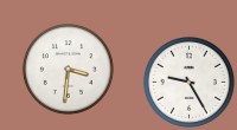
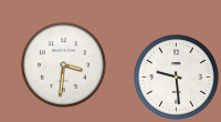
clock at (188, 82): 9:25 -> 9:29
